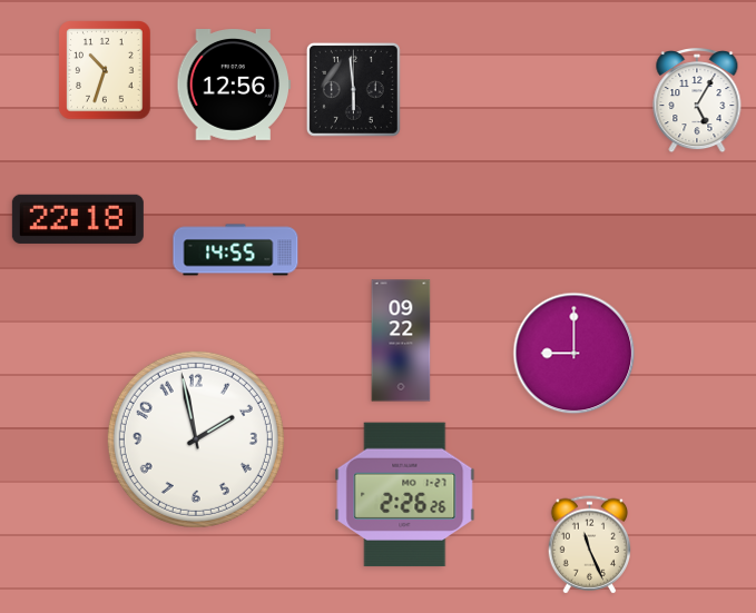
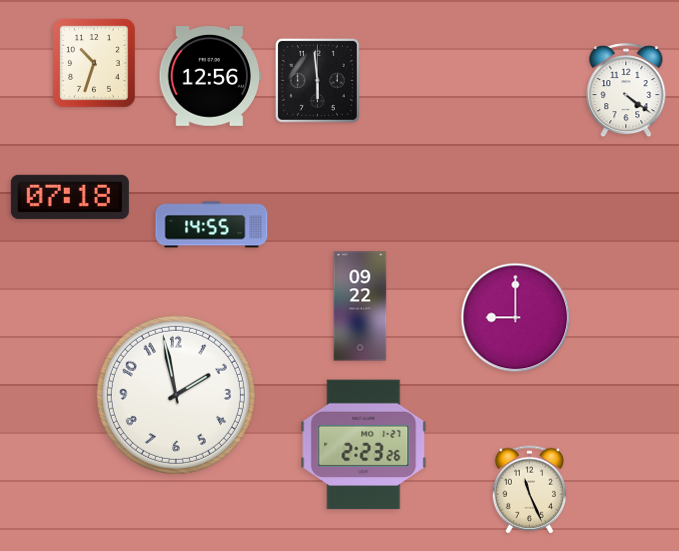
clock at (697, 101): 5:05 -> 4:21
clock at (78, 219): 22:18 -> 07:18
clock at (405, 495): 2:26 -> 2:23
